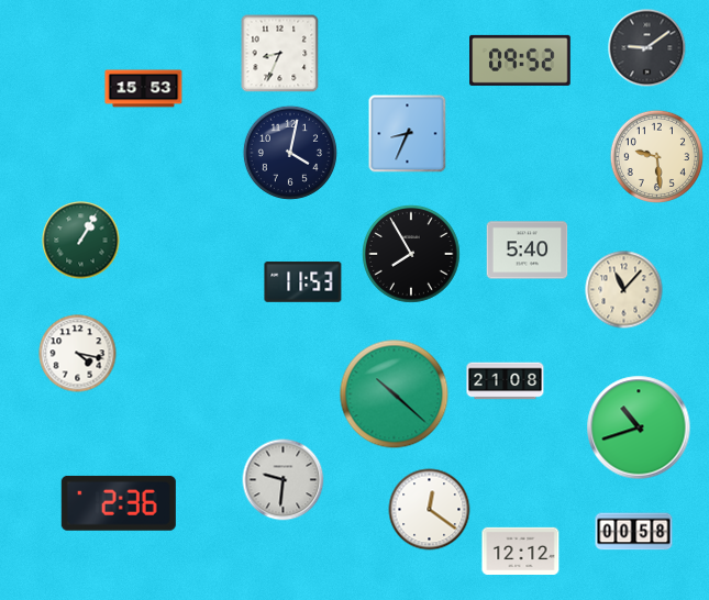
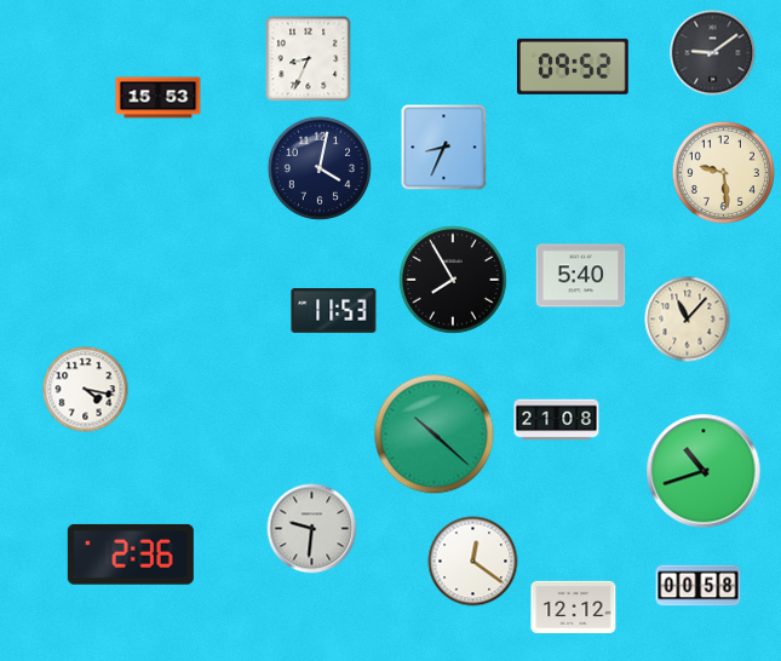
clock at (408, 134) position: (408, 134) -> (444, 148)
clock at (81, 241): 1:05 -> none
